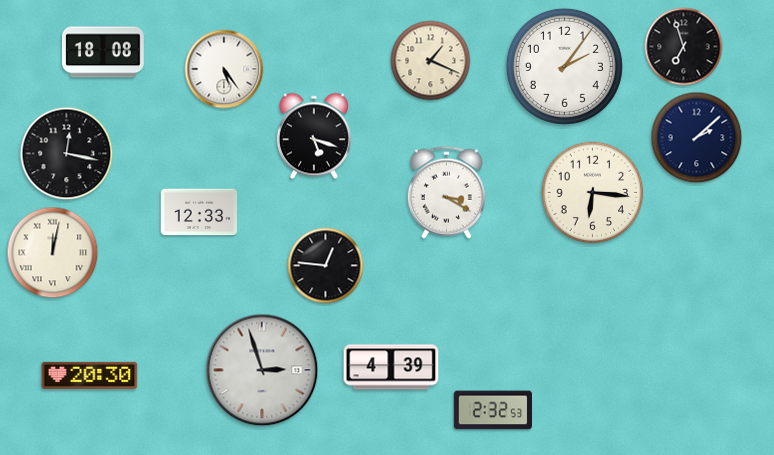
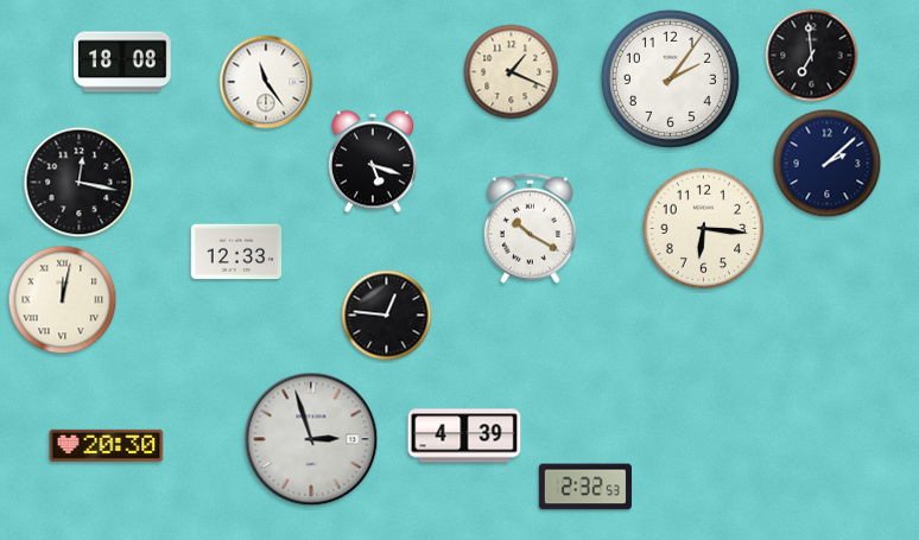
clock at (684, 47): 6:57 -> 6:59
clock at (224, 69): 5:24 -> 11:24
clock at (446, 192): 3:20 -> 10:20
